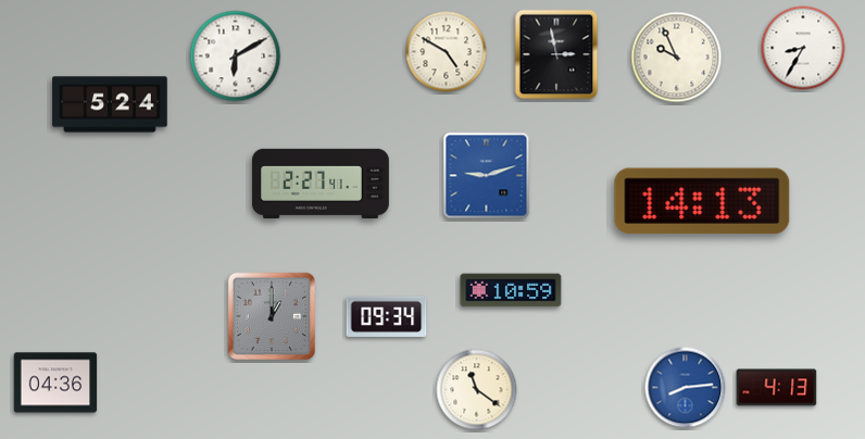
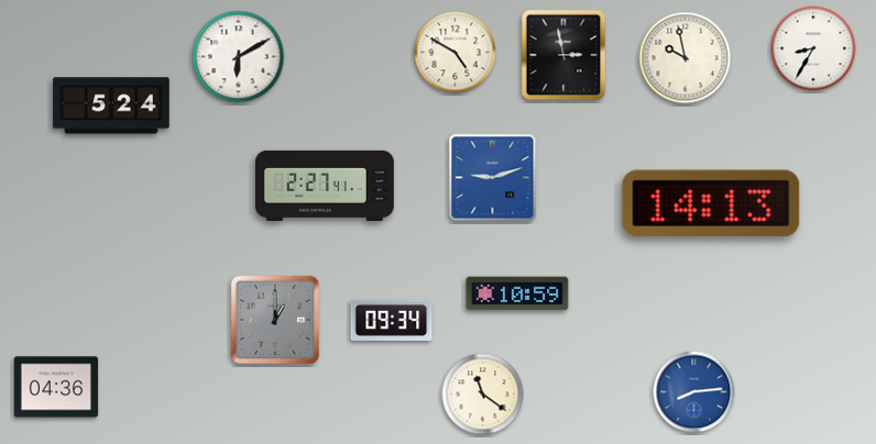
clock at (447, 52) position: (447, 52) -> (456, 53)
clock at (677, 58): 9:56 -> 9:58
clock at (777, 388): 4:13 -> none
